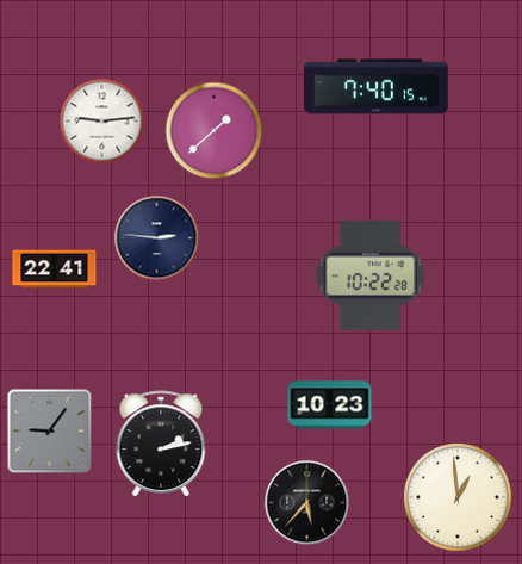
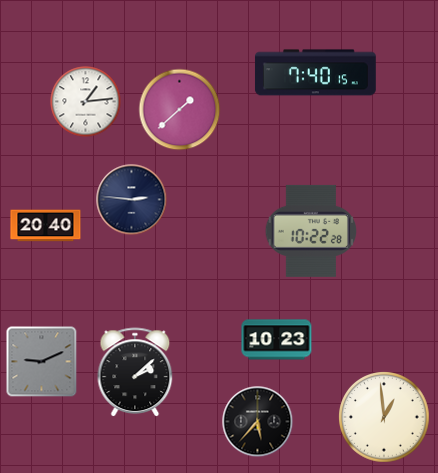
clock at (102, 122): 9:14 -> 1:14
clock at (55, 269): 22:41 -> 20:40
clock at (50, 432): 9:06 -> 9:11
clock at (161, 445): 2:13 -> 2:08
